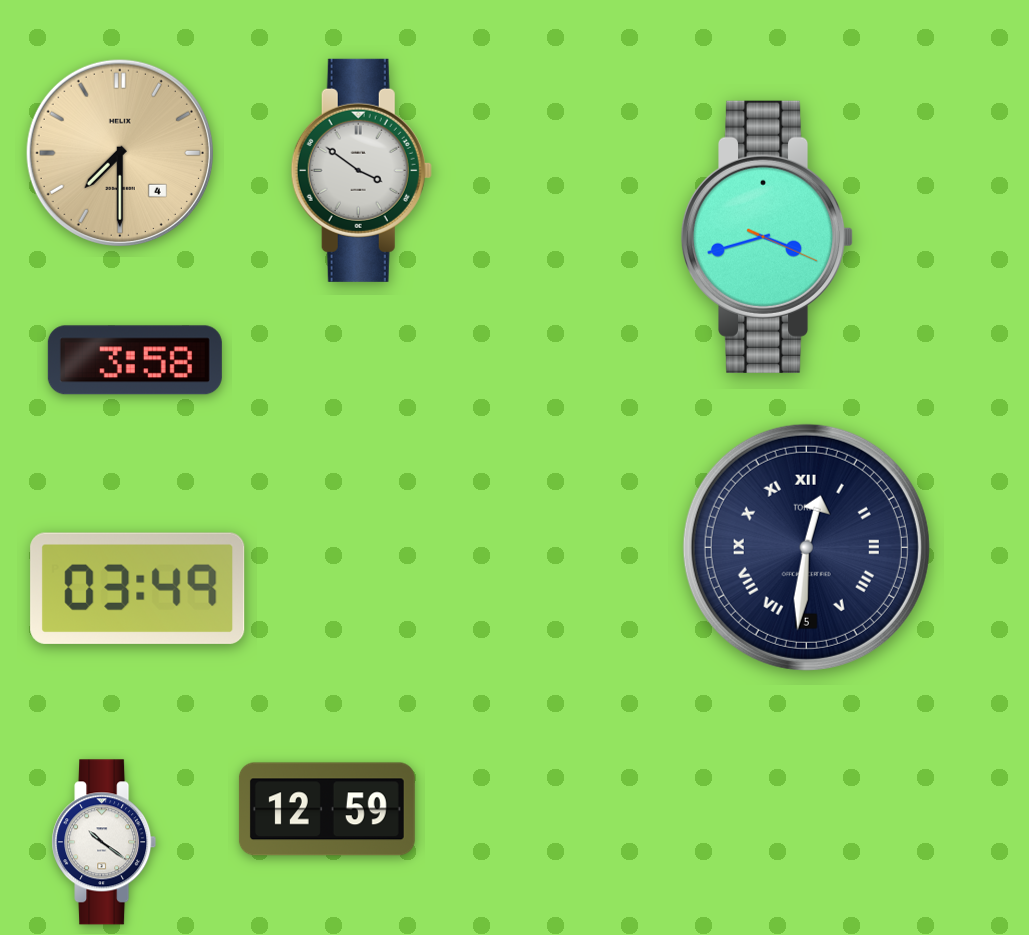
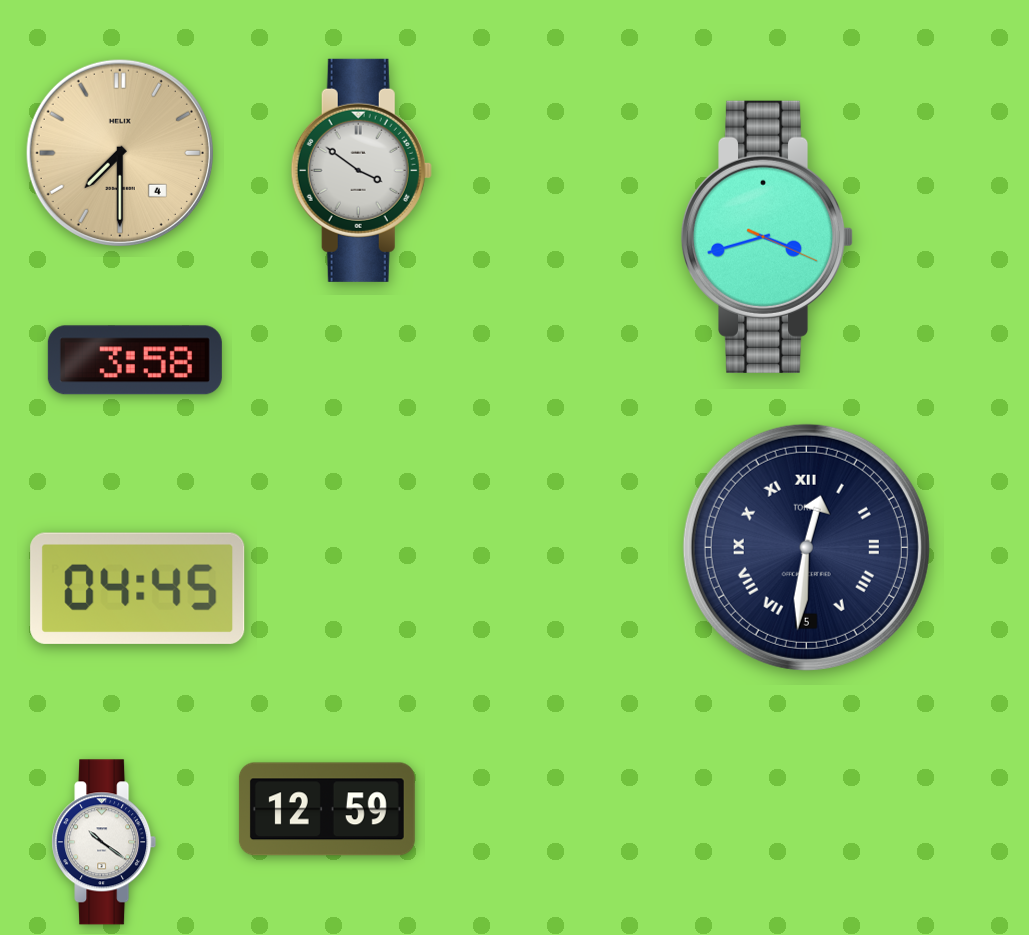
clock at (138, 588): 03:49 -> 04:45
